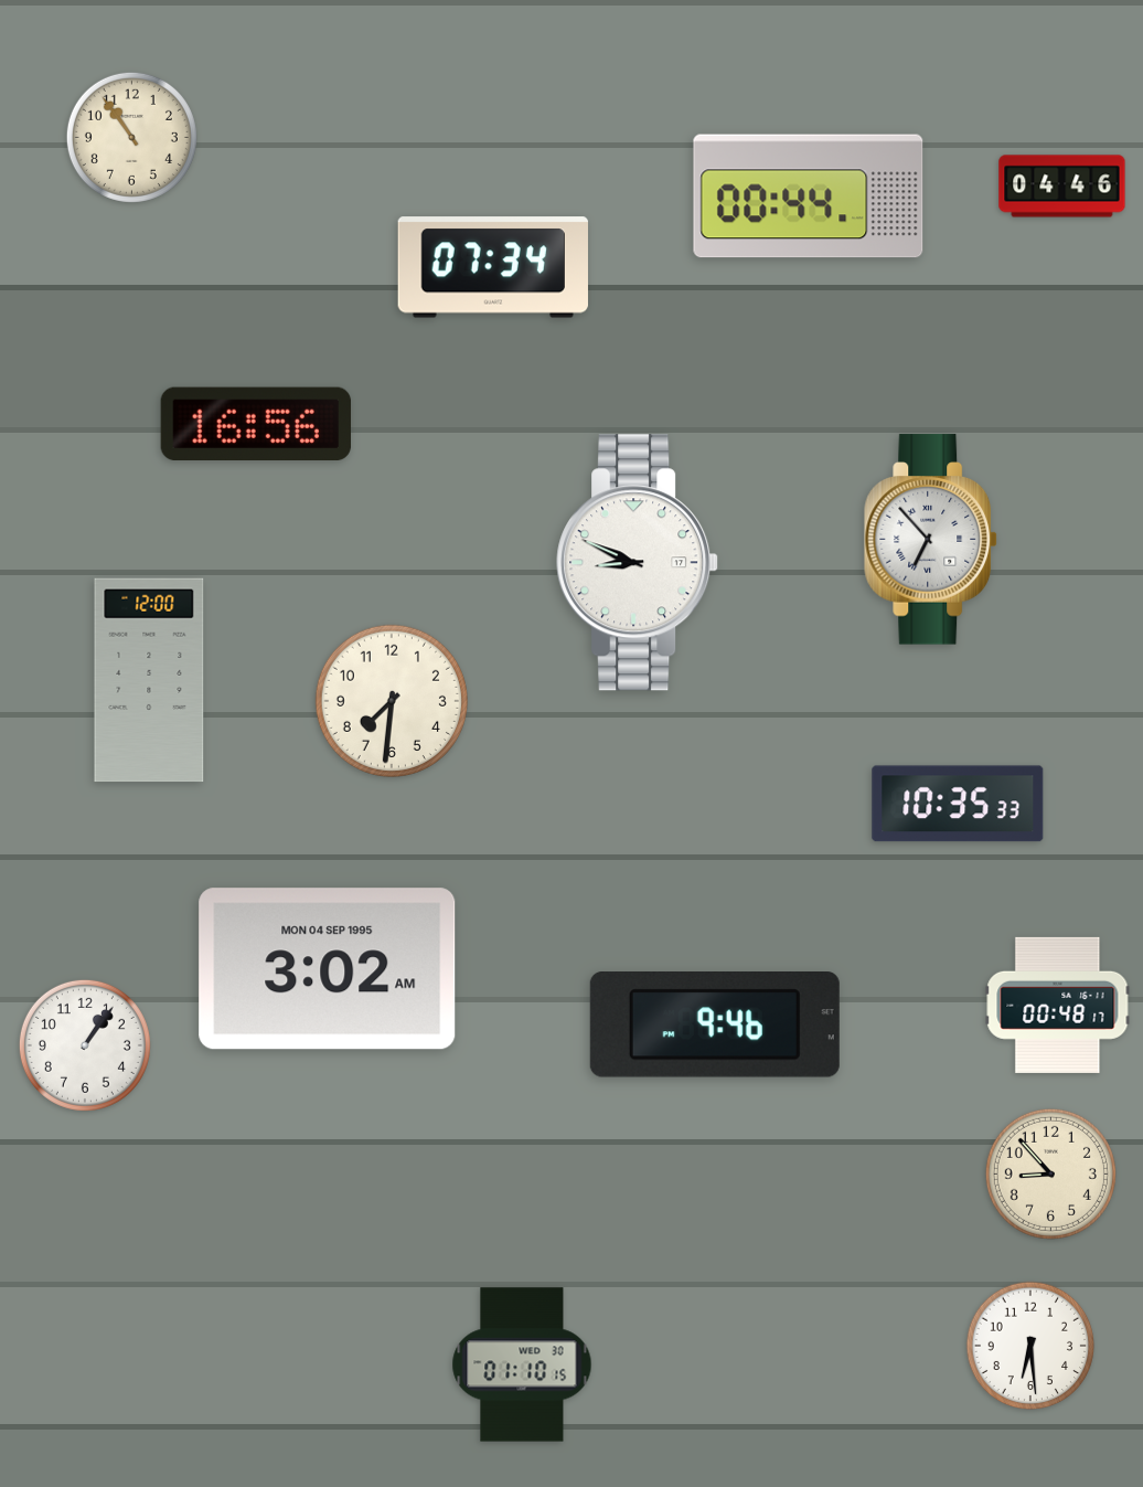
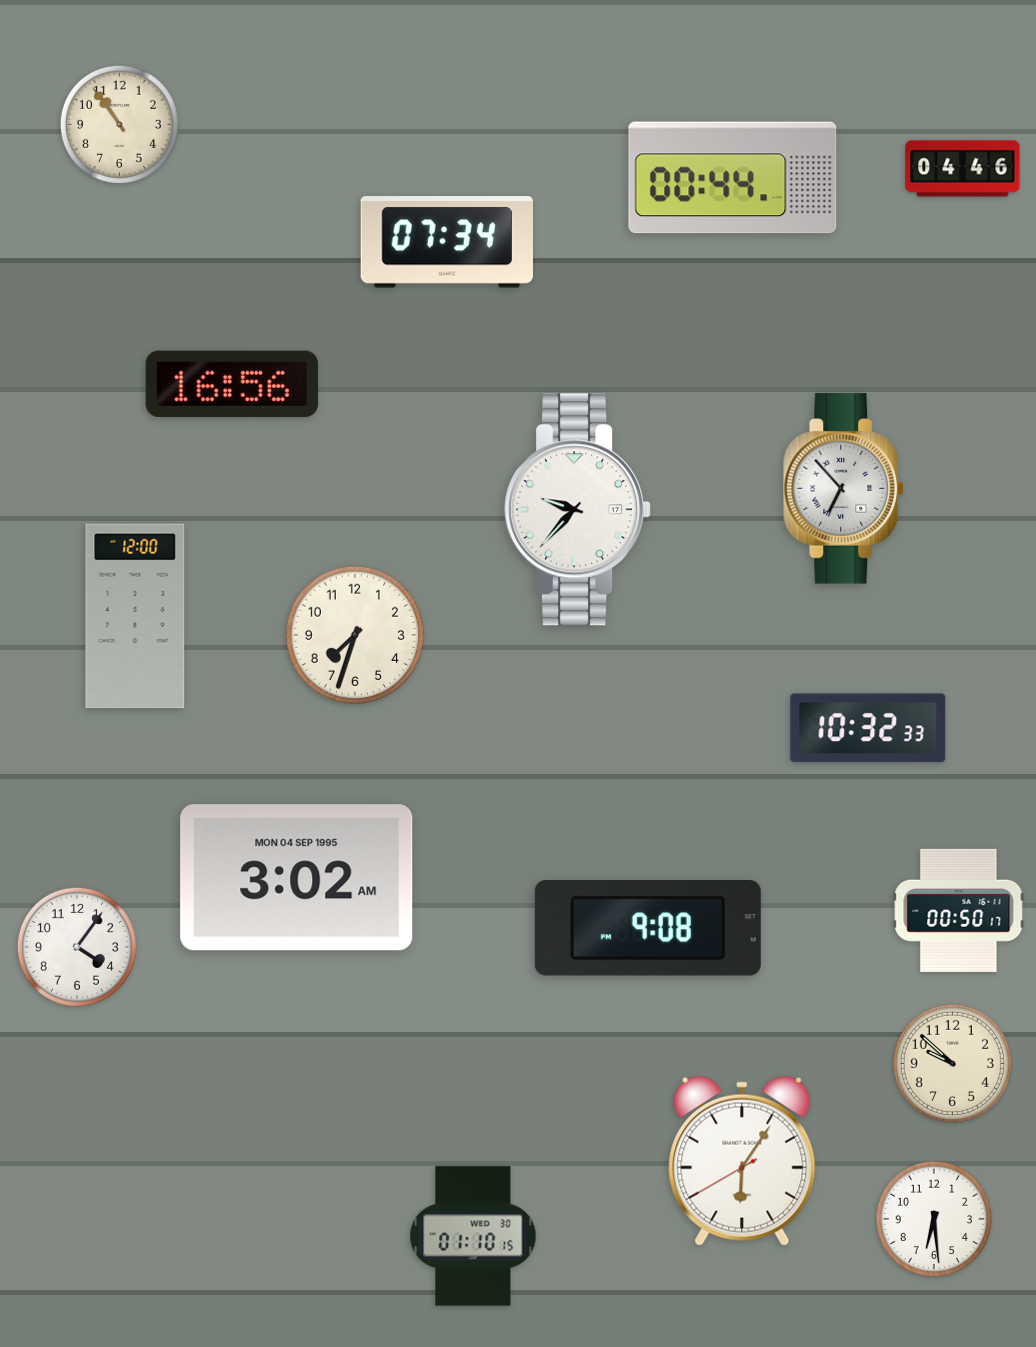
clock at (638, 563): 8:49 -> 9:37
clock at (392, 701): 7:31 -> 7:33
clock at (958, 804): 10:35 -> 10:32
clock at (1058, 1005): 00:48 -> 00:50
clock at (715, 1026): 9:46 -> 9:08
clock at (85, 1045): 1:06 -> 4:06
clock at (1050, 1173): 8:53 -> 9:52
clock at (742, 1161): none -> 6:05
